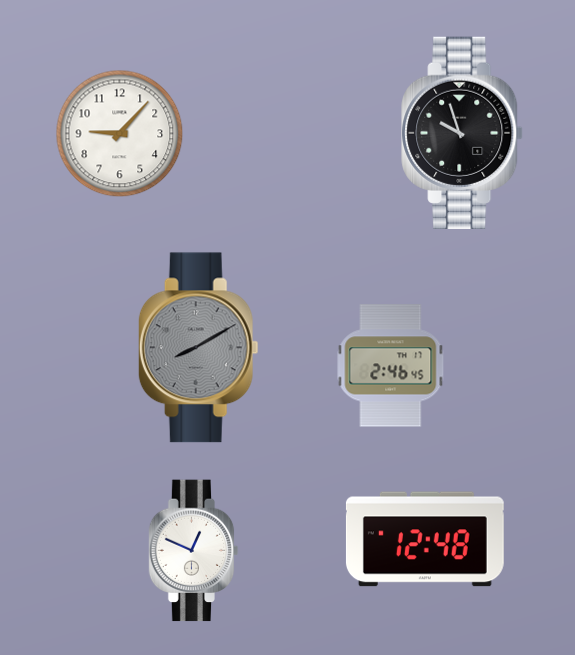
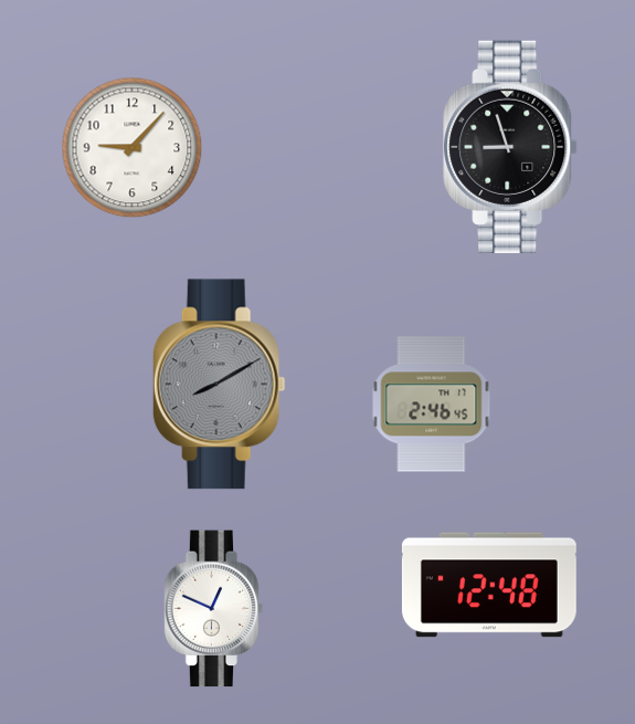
clock at (462, 133): 9:57 -> 8:57
clock at (425, 539) position: (425, 539) -> (489, 585)
